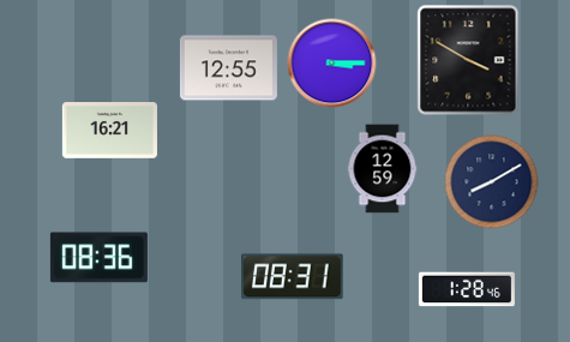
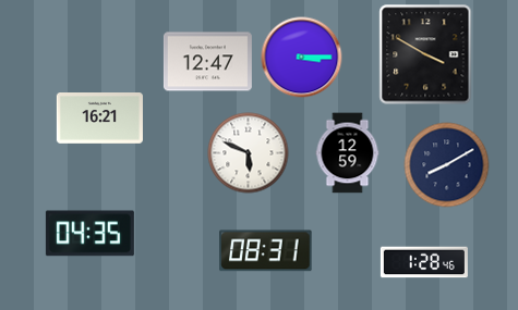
clock at (228, 68): 12:55 -> 12:47
clock at (249, 153): none -> 5:49
clock at (98, 258): 08:36 -> 04:35
